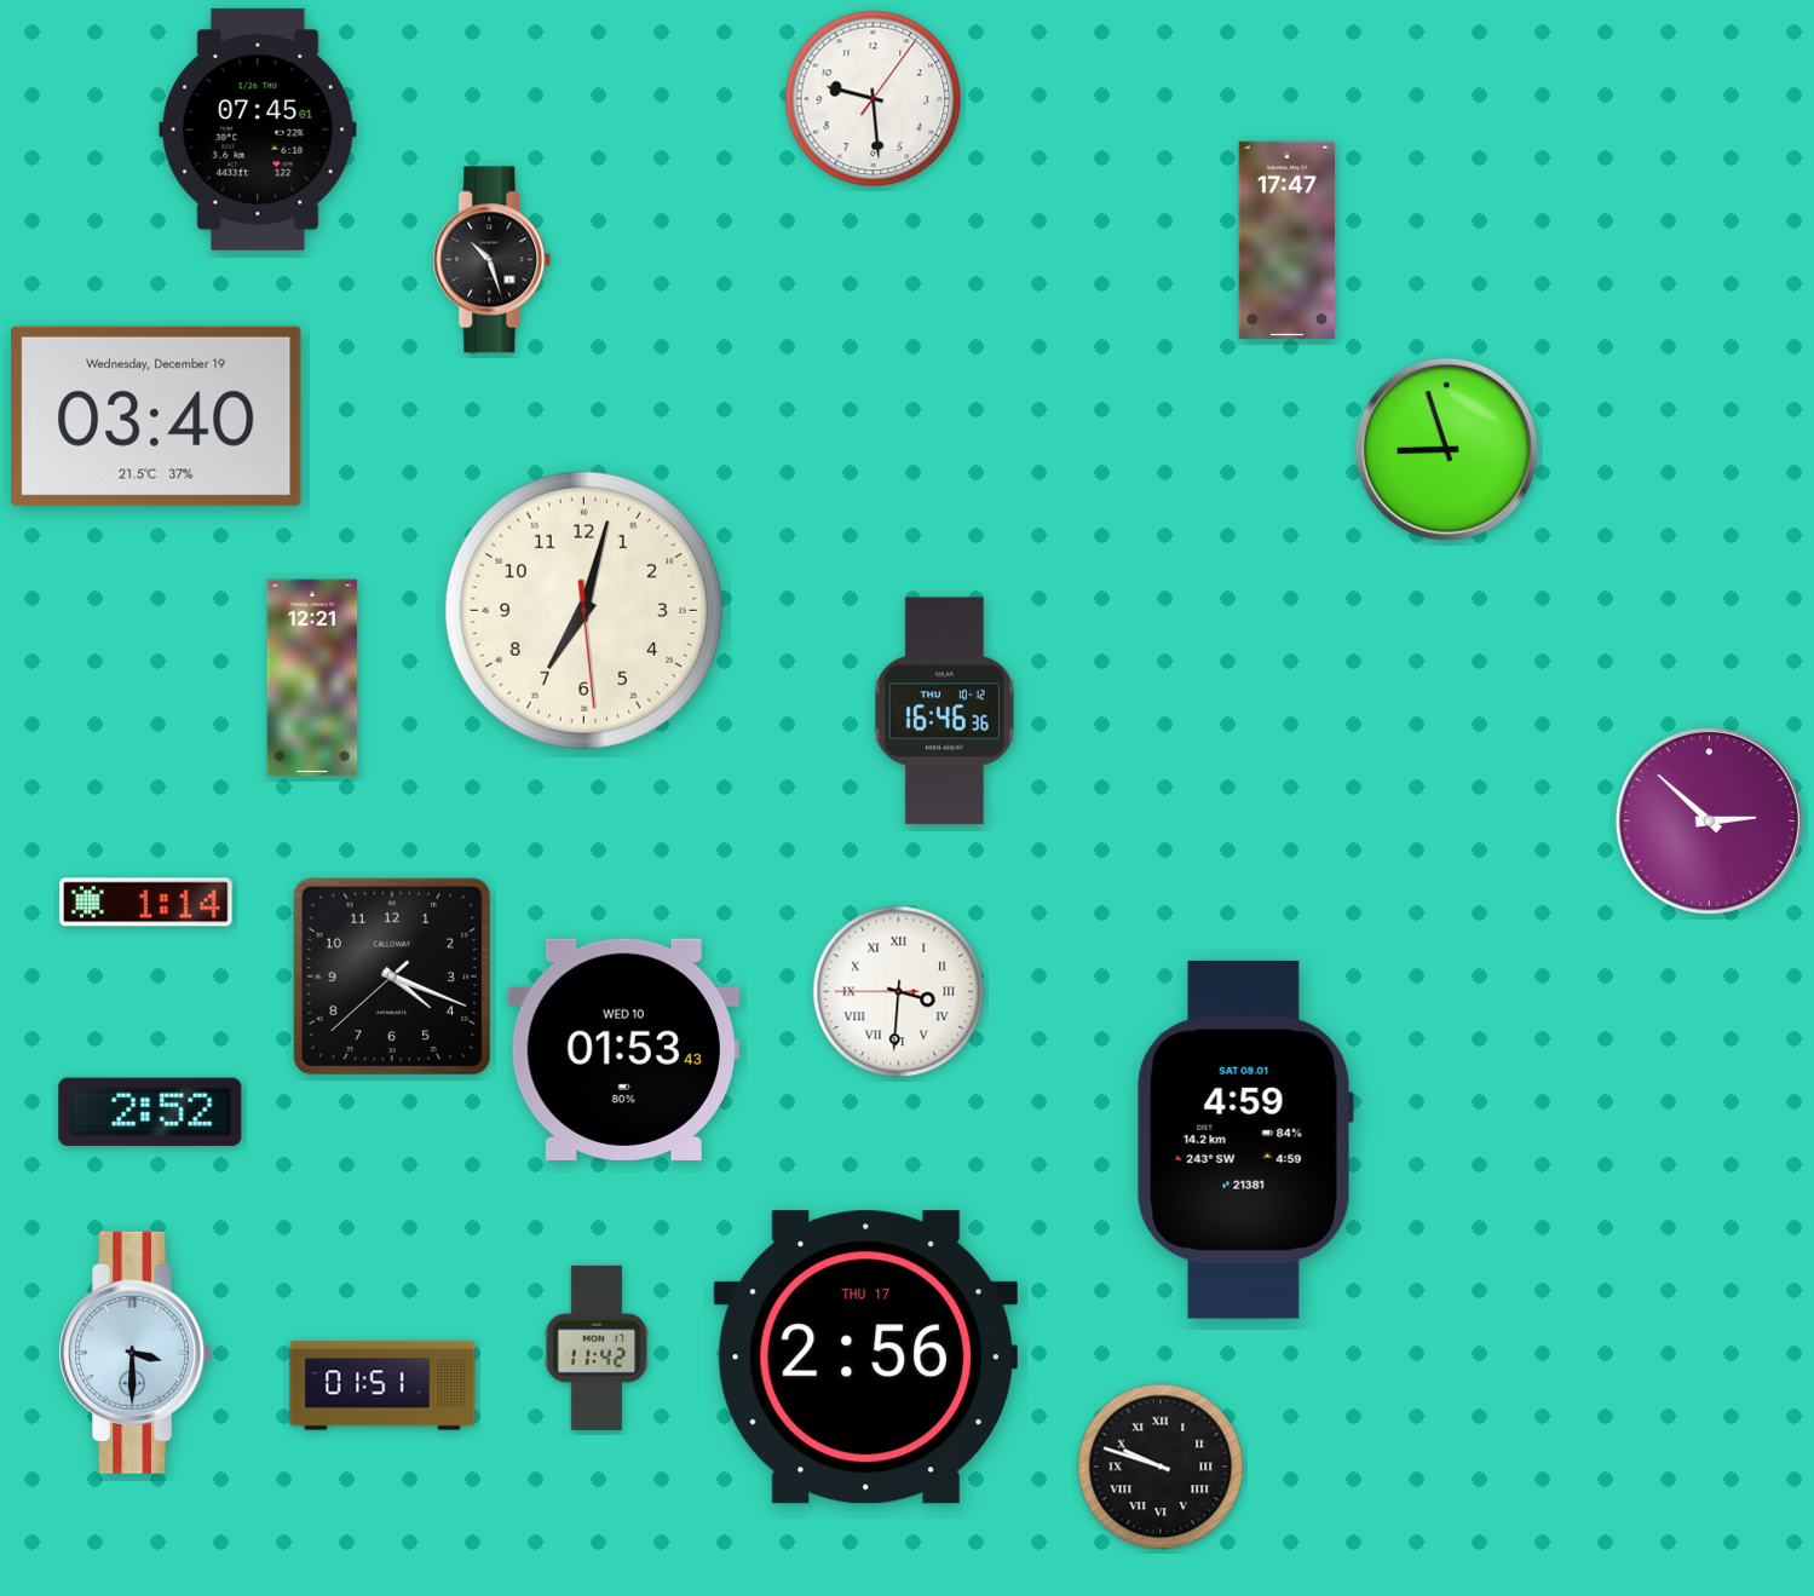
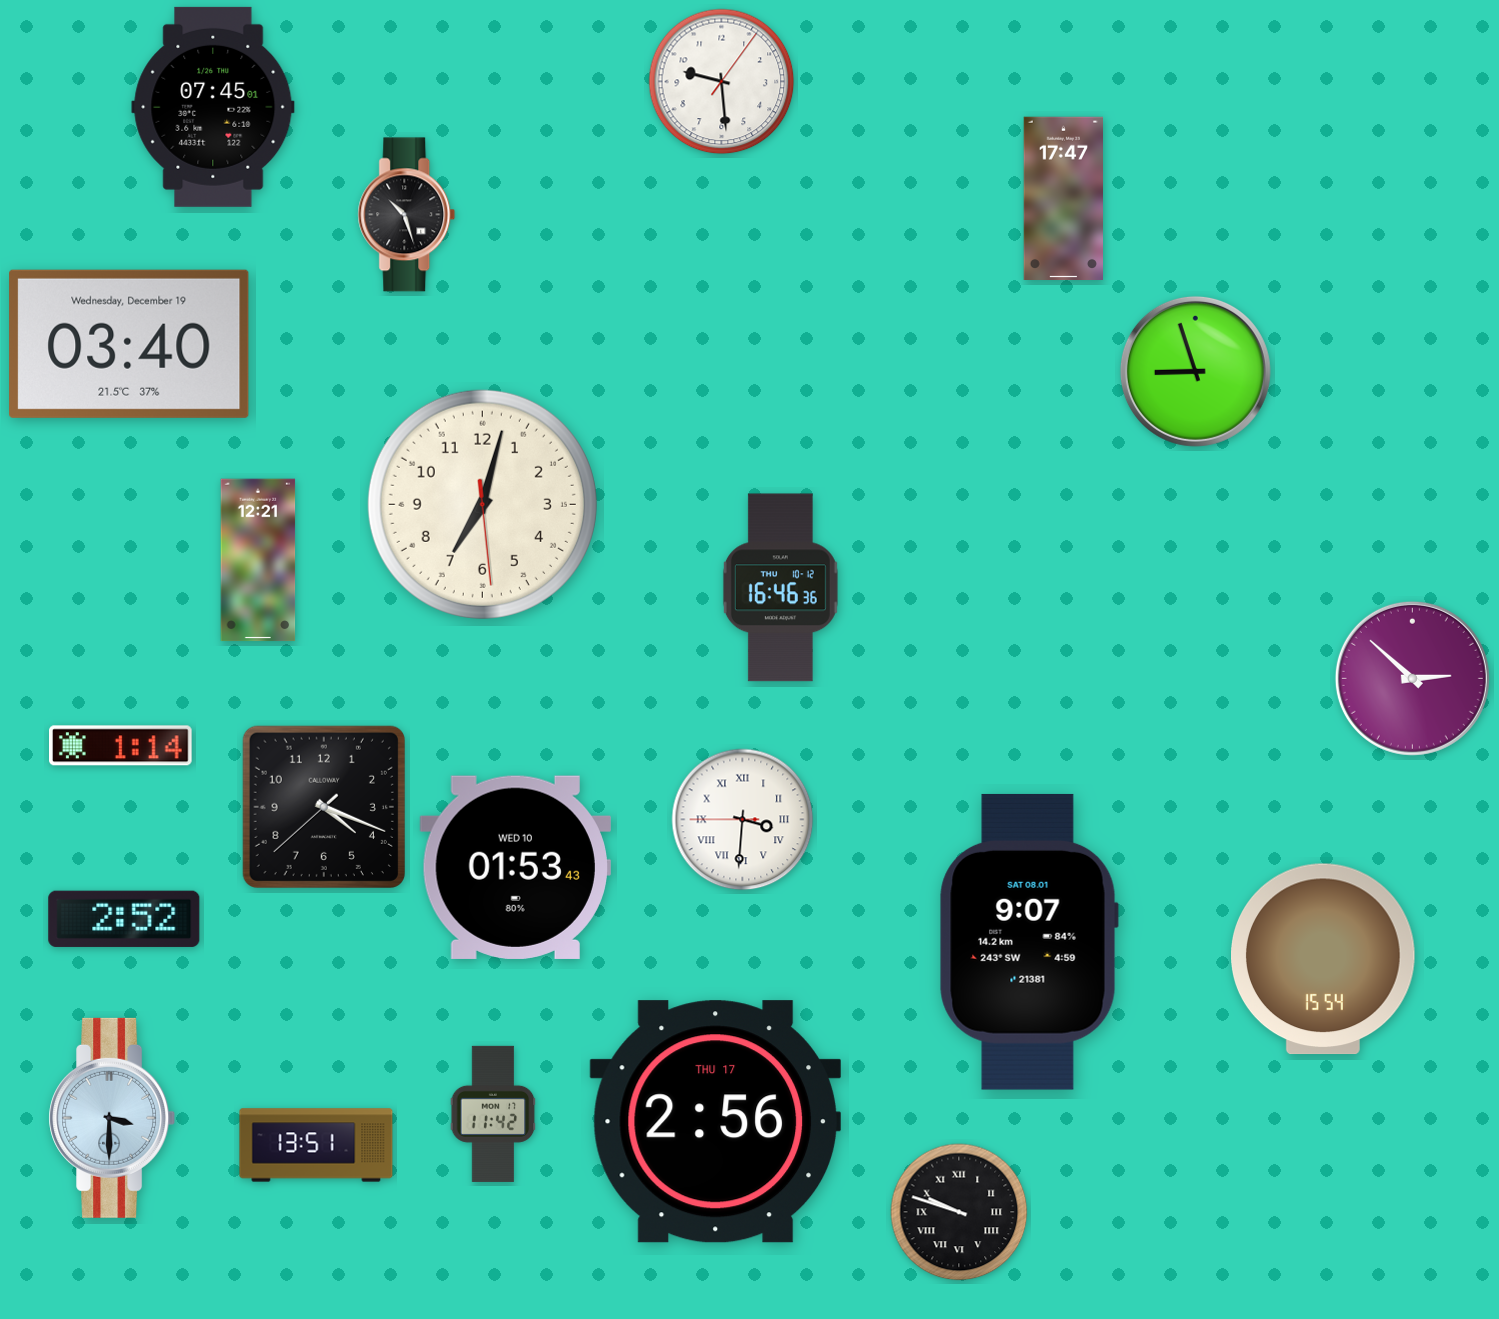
clock at (1245, 1140): 4:59 -> 9:07
clock at (1324, 959): none -> 15:54
clock at (382, 1385): 01:51 -> 13:51
